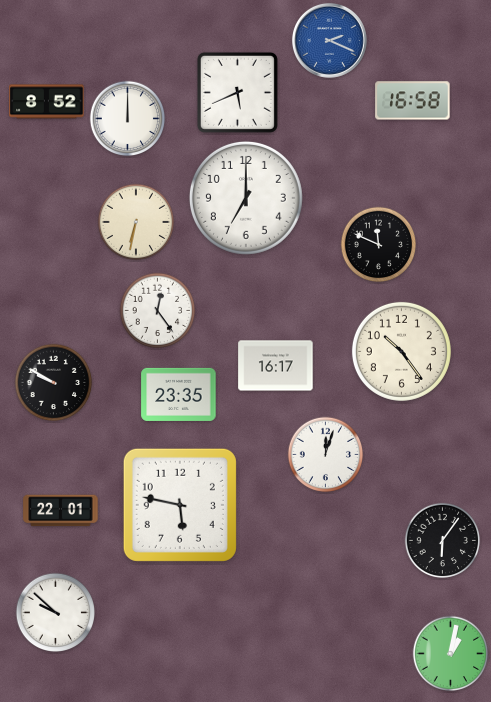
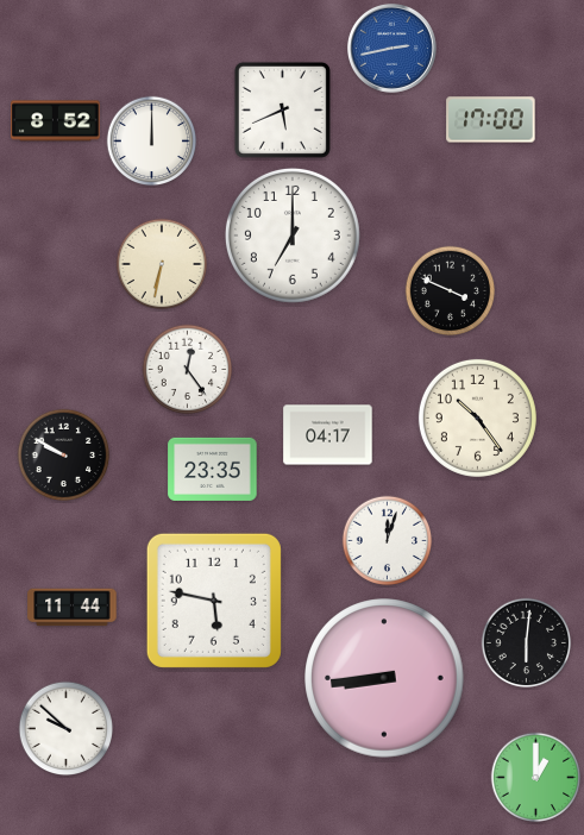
clock at (329, 40): 2:19 -> 2:43
clock at (413, 101): 16:58 -> 17:00
clock at (379, 245): 11:49 -> 3:49
clock at (276, 366): 16:17 -> 04:17
clock at (61, 511): 22:01 -> 11:44
clock at (443, 541): 6:06 -> 6:01
clock at (384, 678): none -> 8:44
clock at (451, 654): 1:02 -> 1:00
